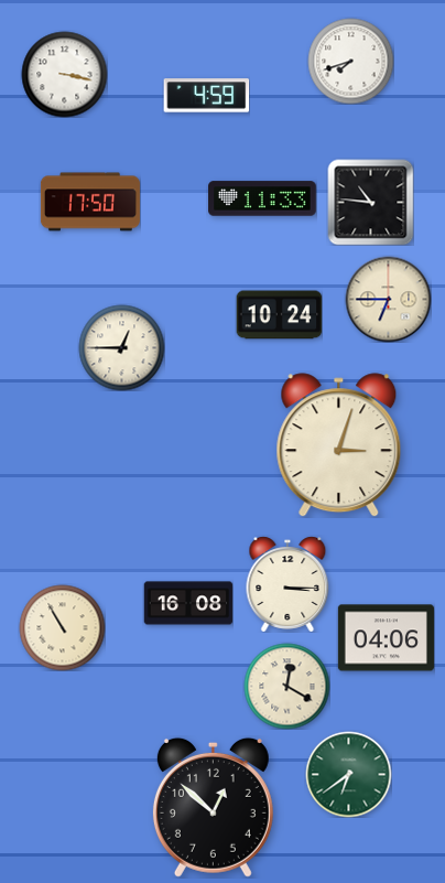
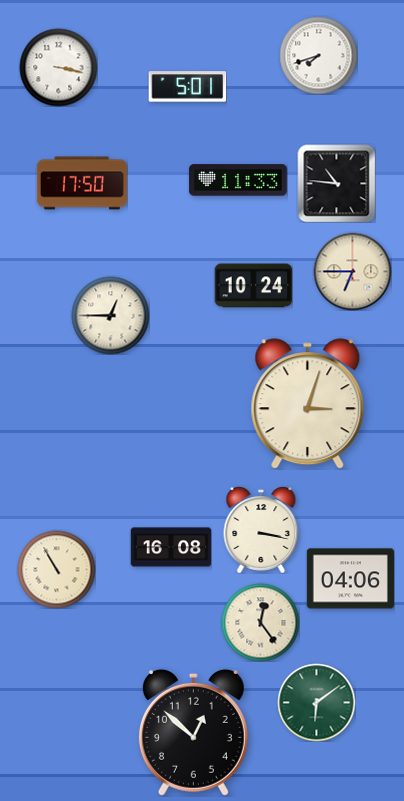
clock at (206, 96): 4:59 -> 5:01
clock at (287, 584): 3:15 -> 3:17
clock at (286, 686): 12:20 -> 12:24
clock at (348, 774): 6:39 -> 6:09
